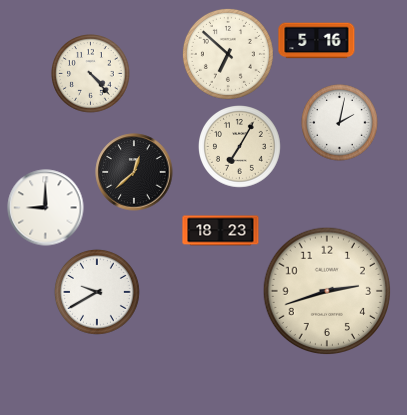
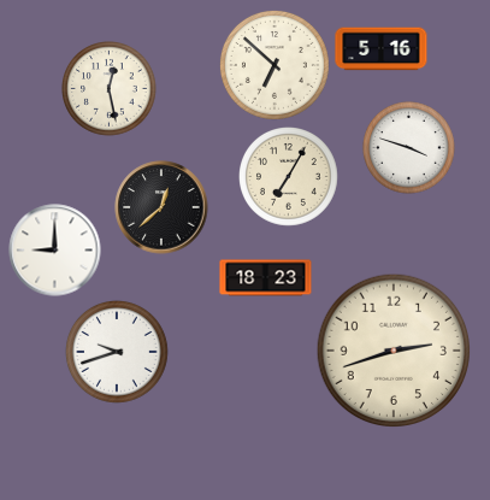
clock at (91, 74): 4:23 -> 12:28
clock at (340, 123): 2:02 -> 3:48
clock at (97, 292): 9:40 -> 9:42
